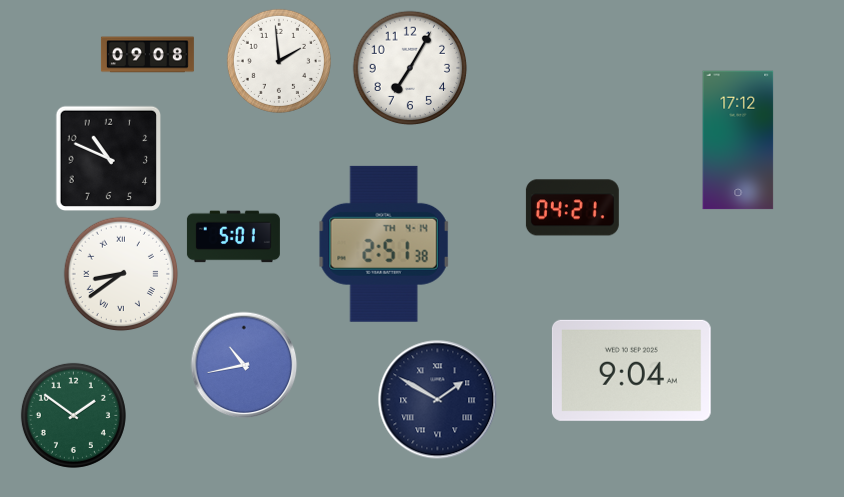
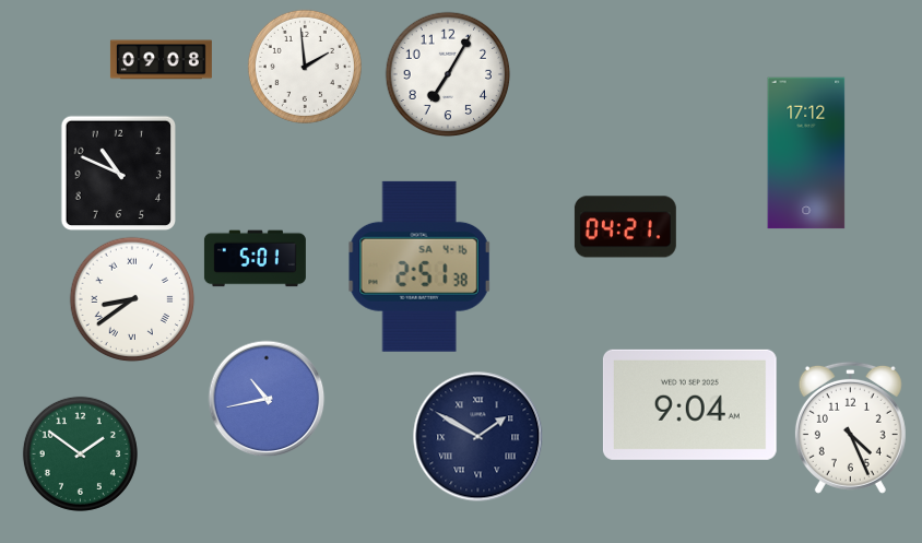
clock at (384, 244) date: TH 4-14 -> SA 4-16
clock at (850, 427): none -> 4:26
